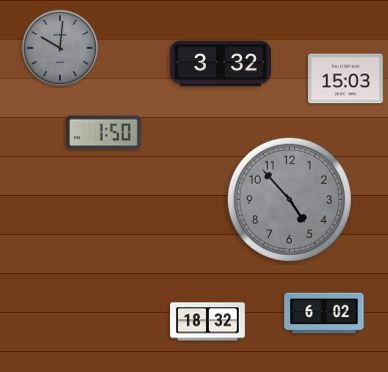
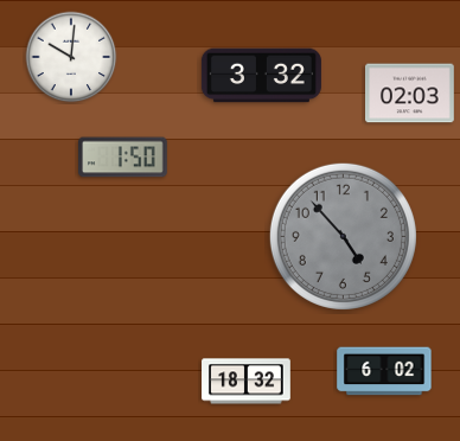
clock at (60, 48) dial: grey -> white
clock at (346, 79): 15:03 -> 02:03
